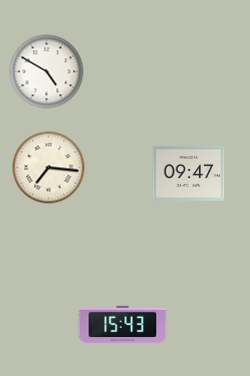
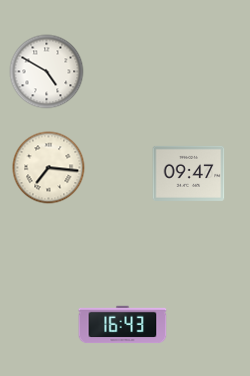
clock at (123, 325): 15:43 -> 16:43
